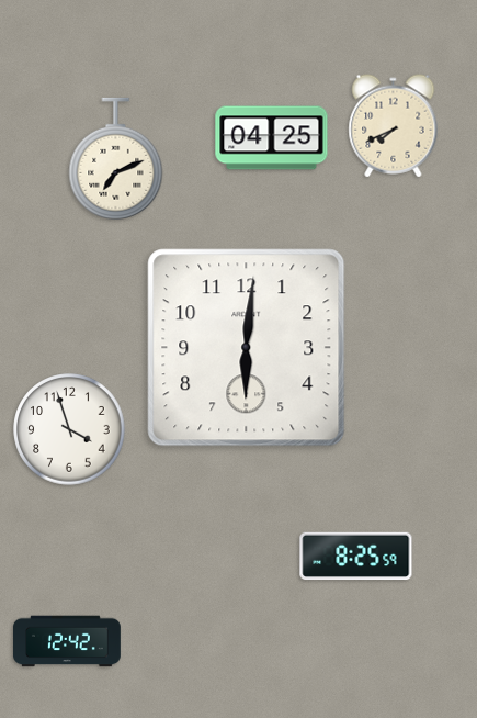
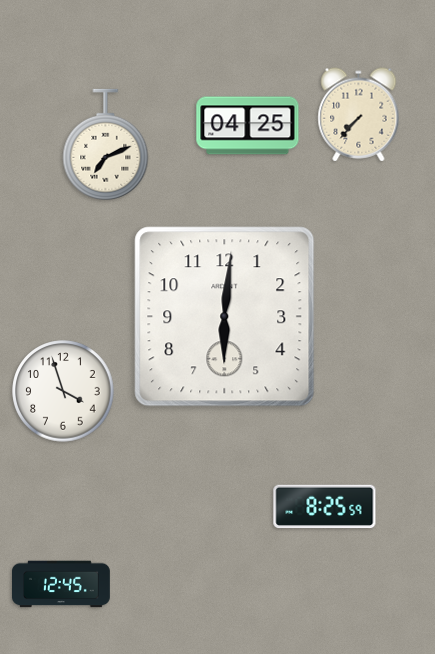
clock at (394, 126): 7:41 -> 7:37
clock at (68, 641): 12:42 -> 12:45
